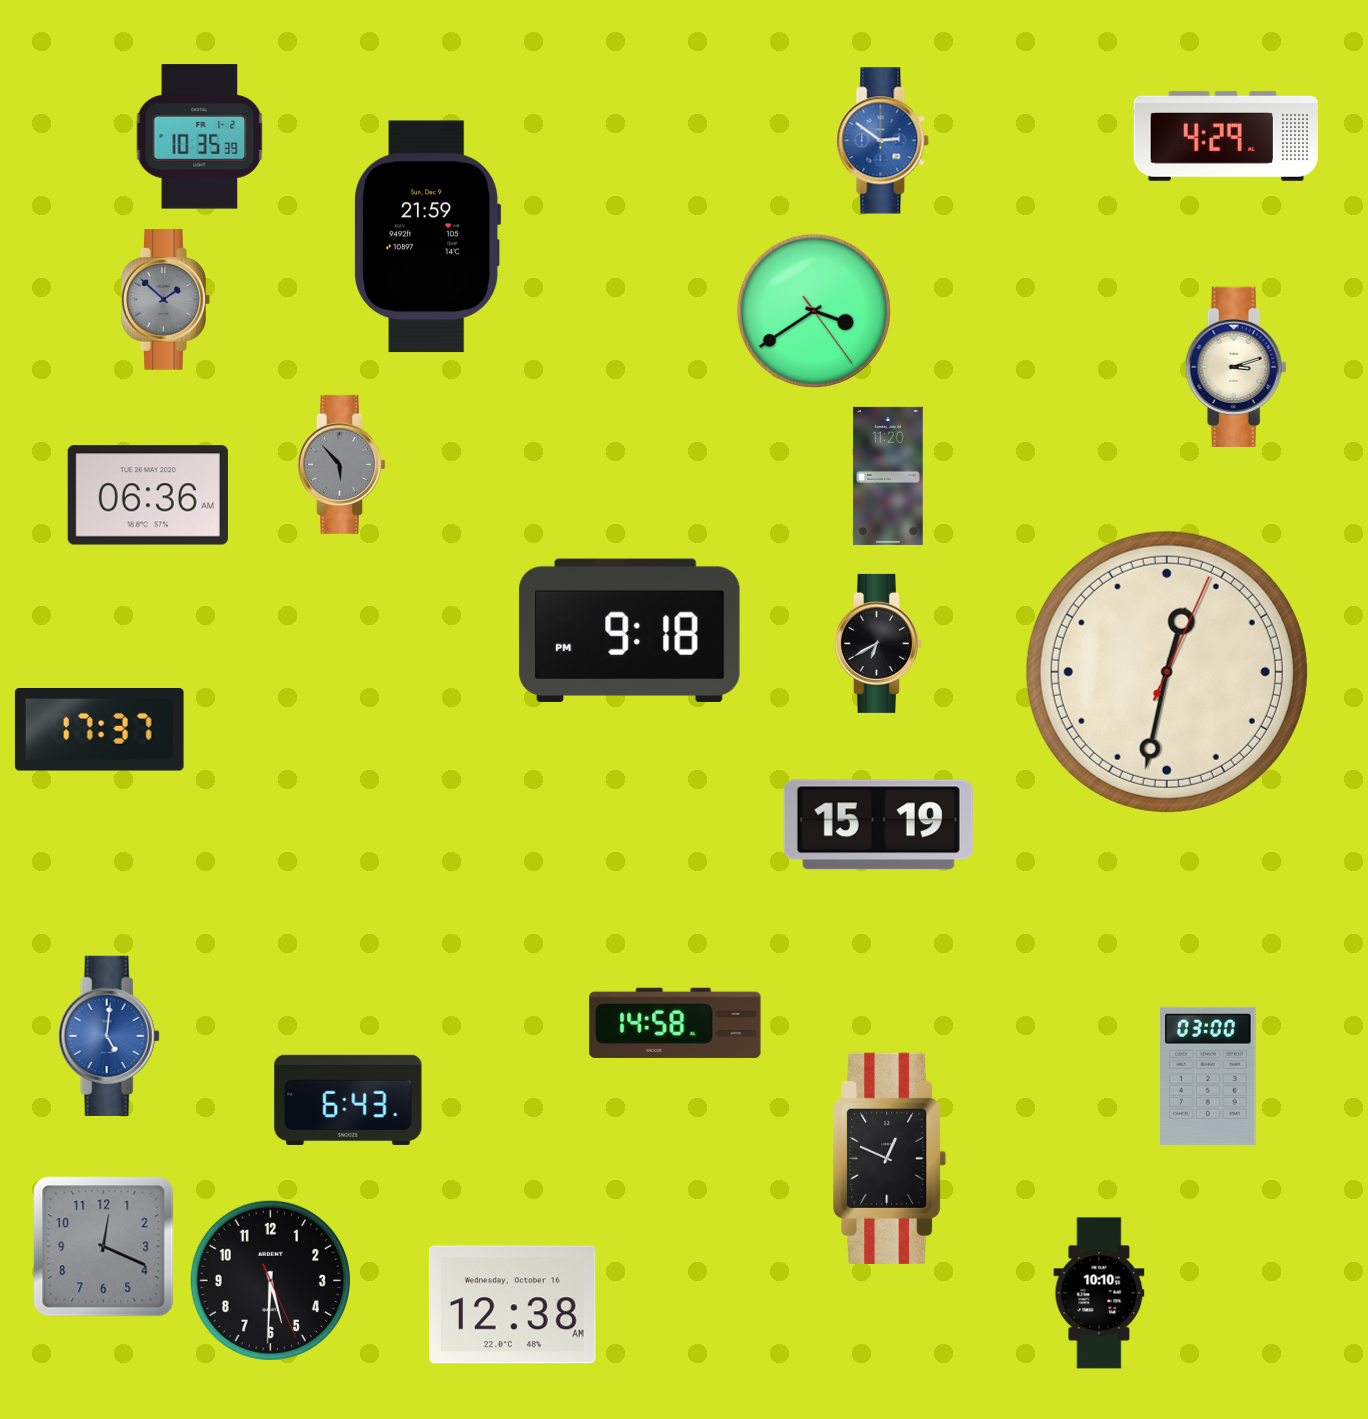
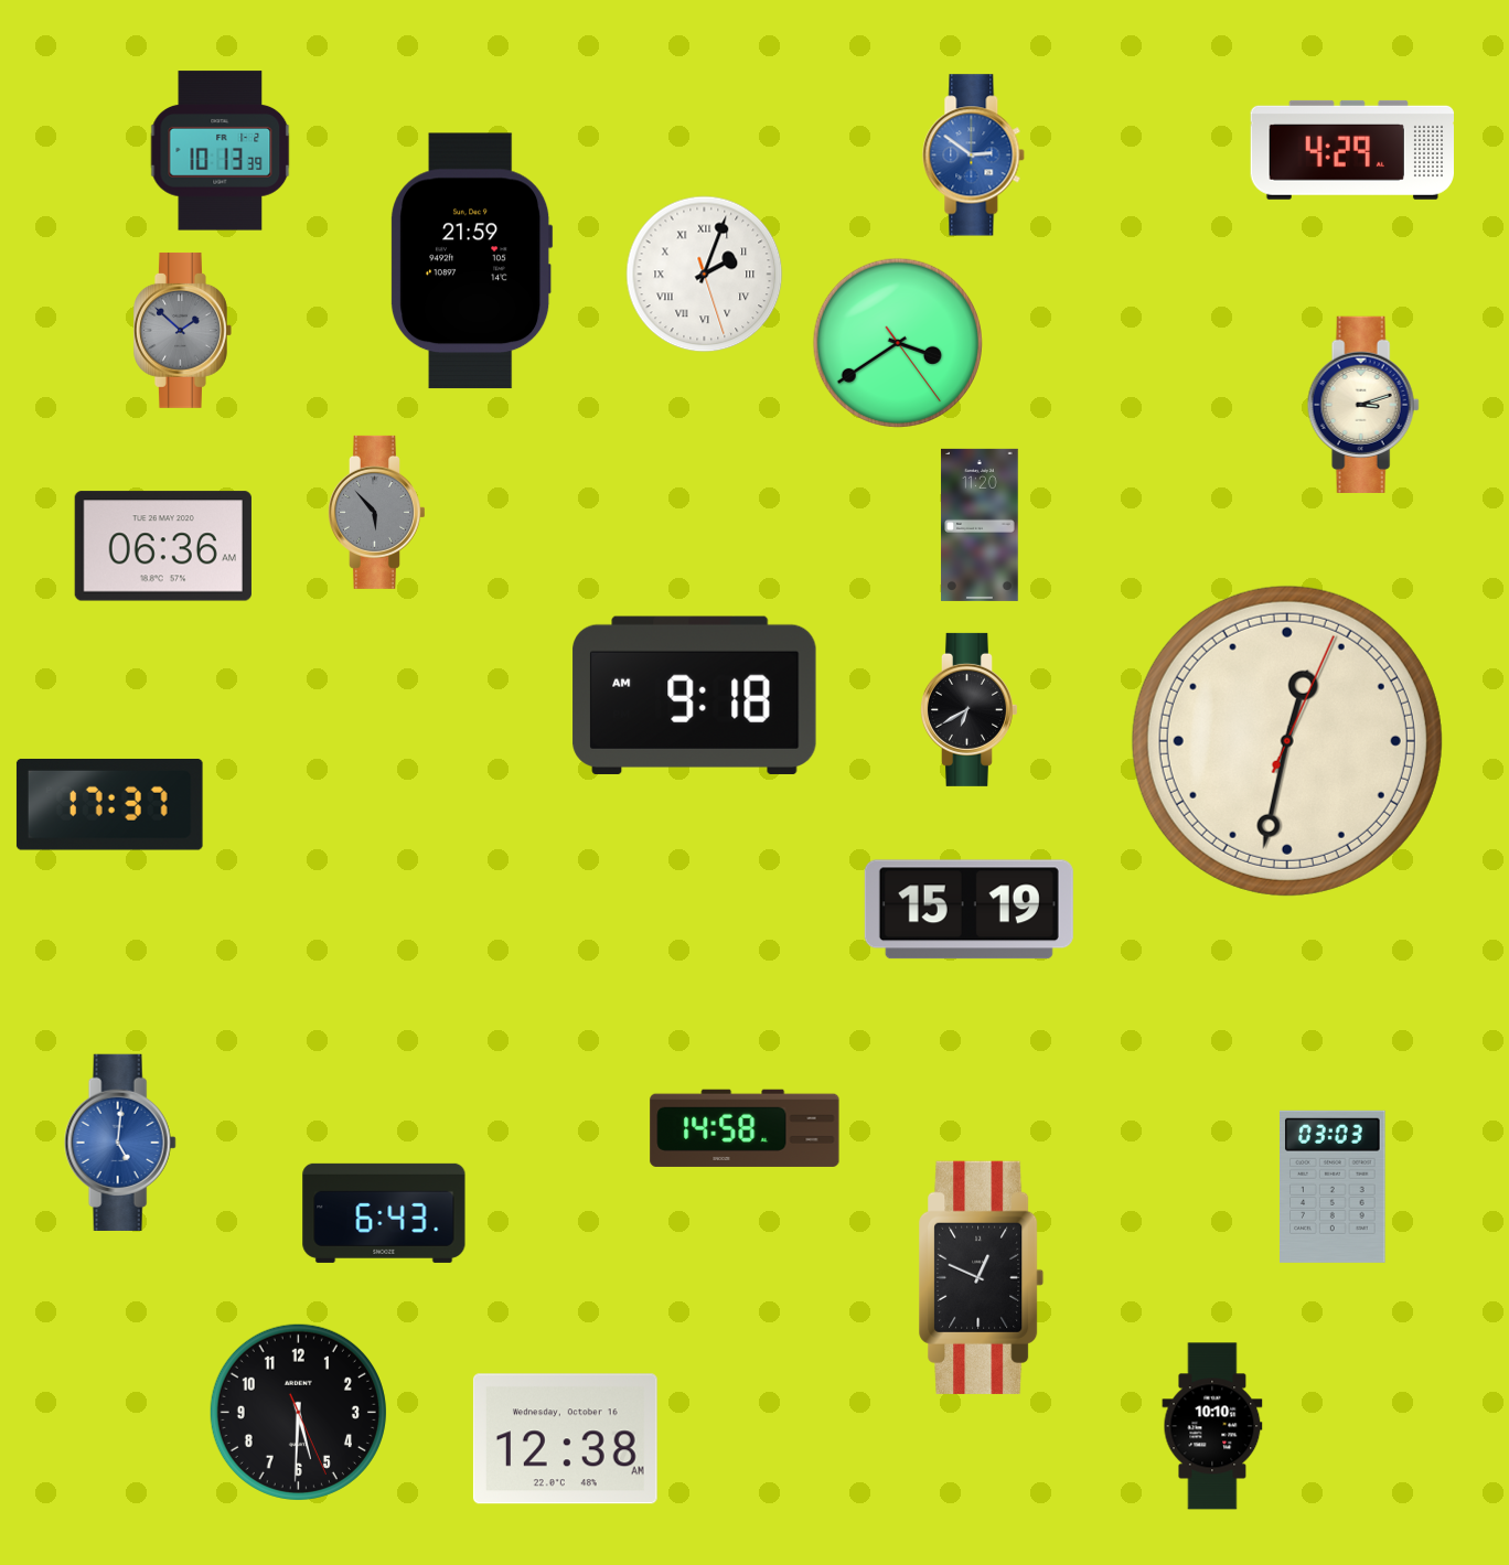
clock at (200, 137): 10:35 -> 10:13
clock at (705, 275): none -> 2:03
clock at (630, 630): 9:18 PM -> 9:18 AM
clock at (1209, 1076): 03:00 -> 03:03
clock at (104, 1247): 12:19 -> none
